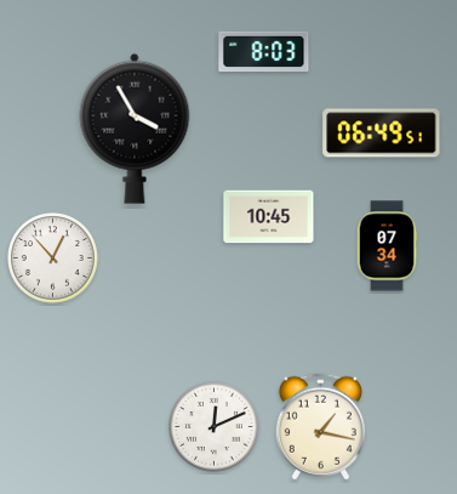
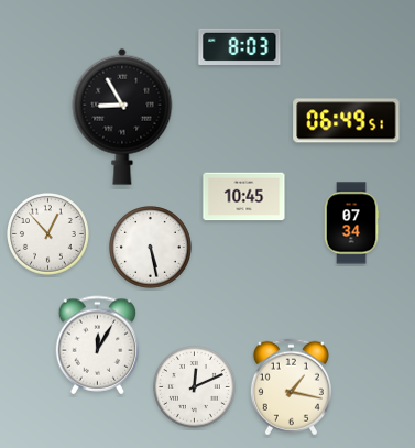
clock at (135, 129): 3:55 -> 8:55
clock at (151, 248): none -> 5:28
clock at (98, 346): none -> 12:05
